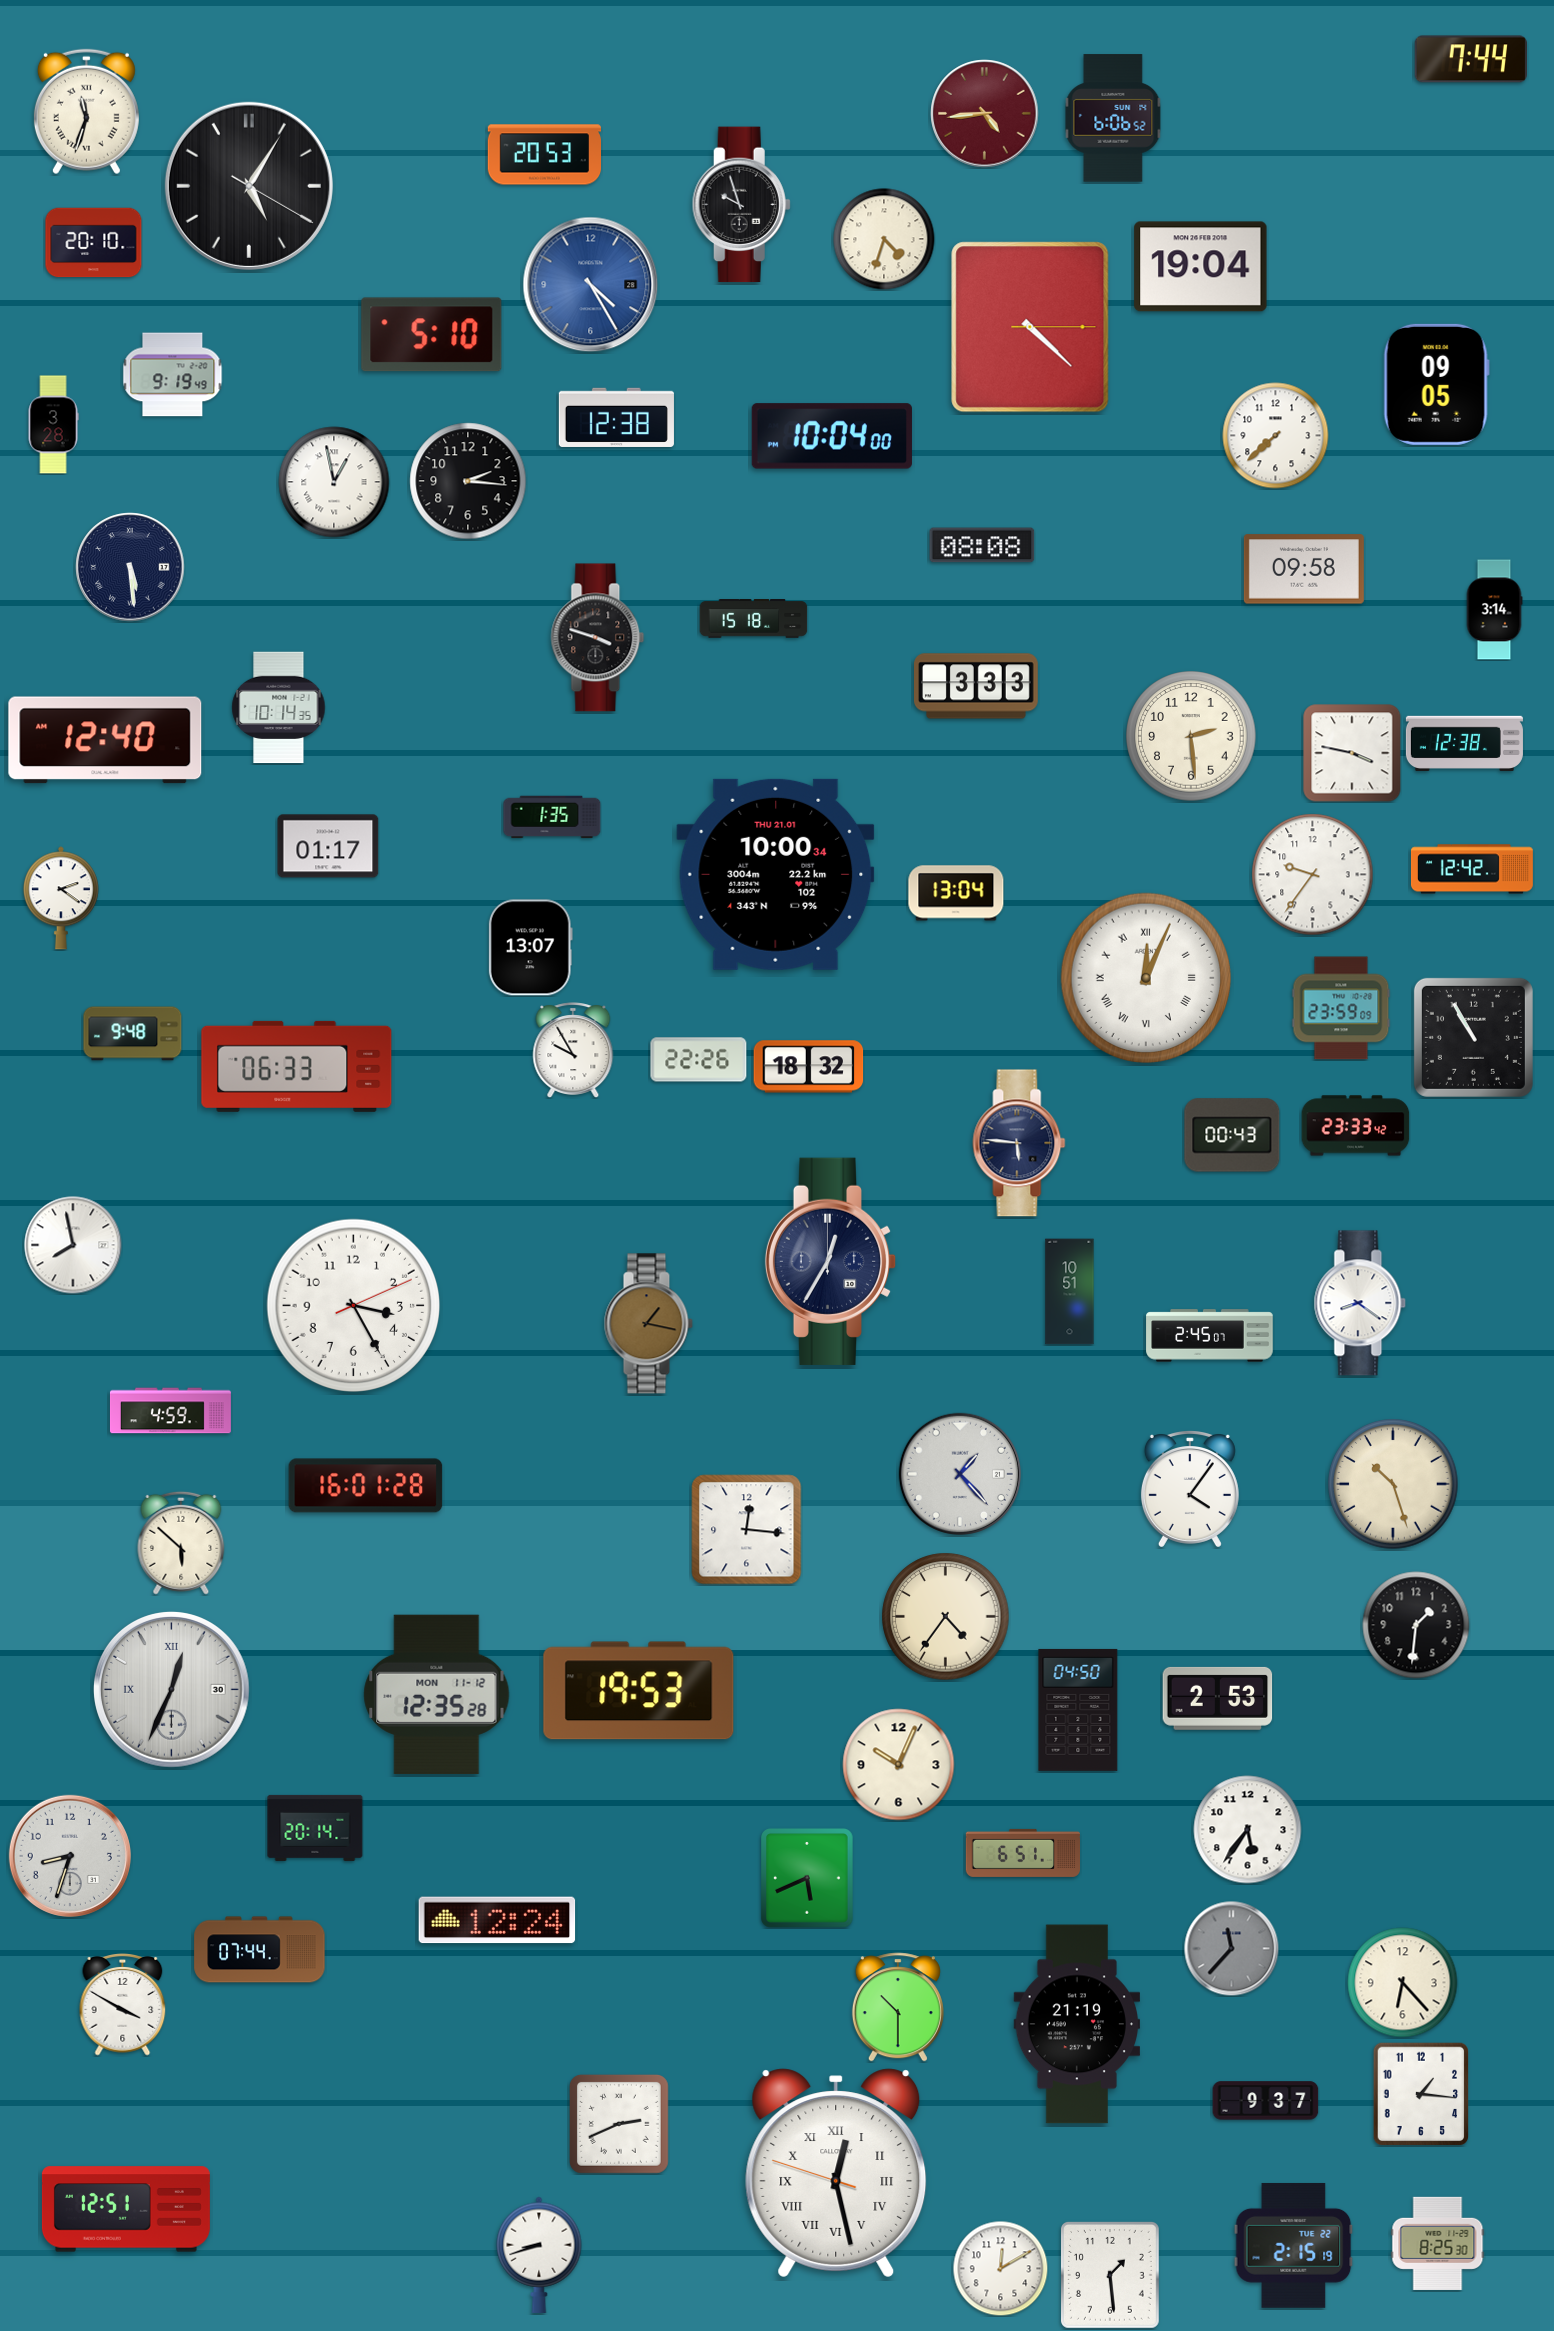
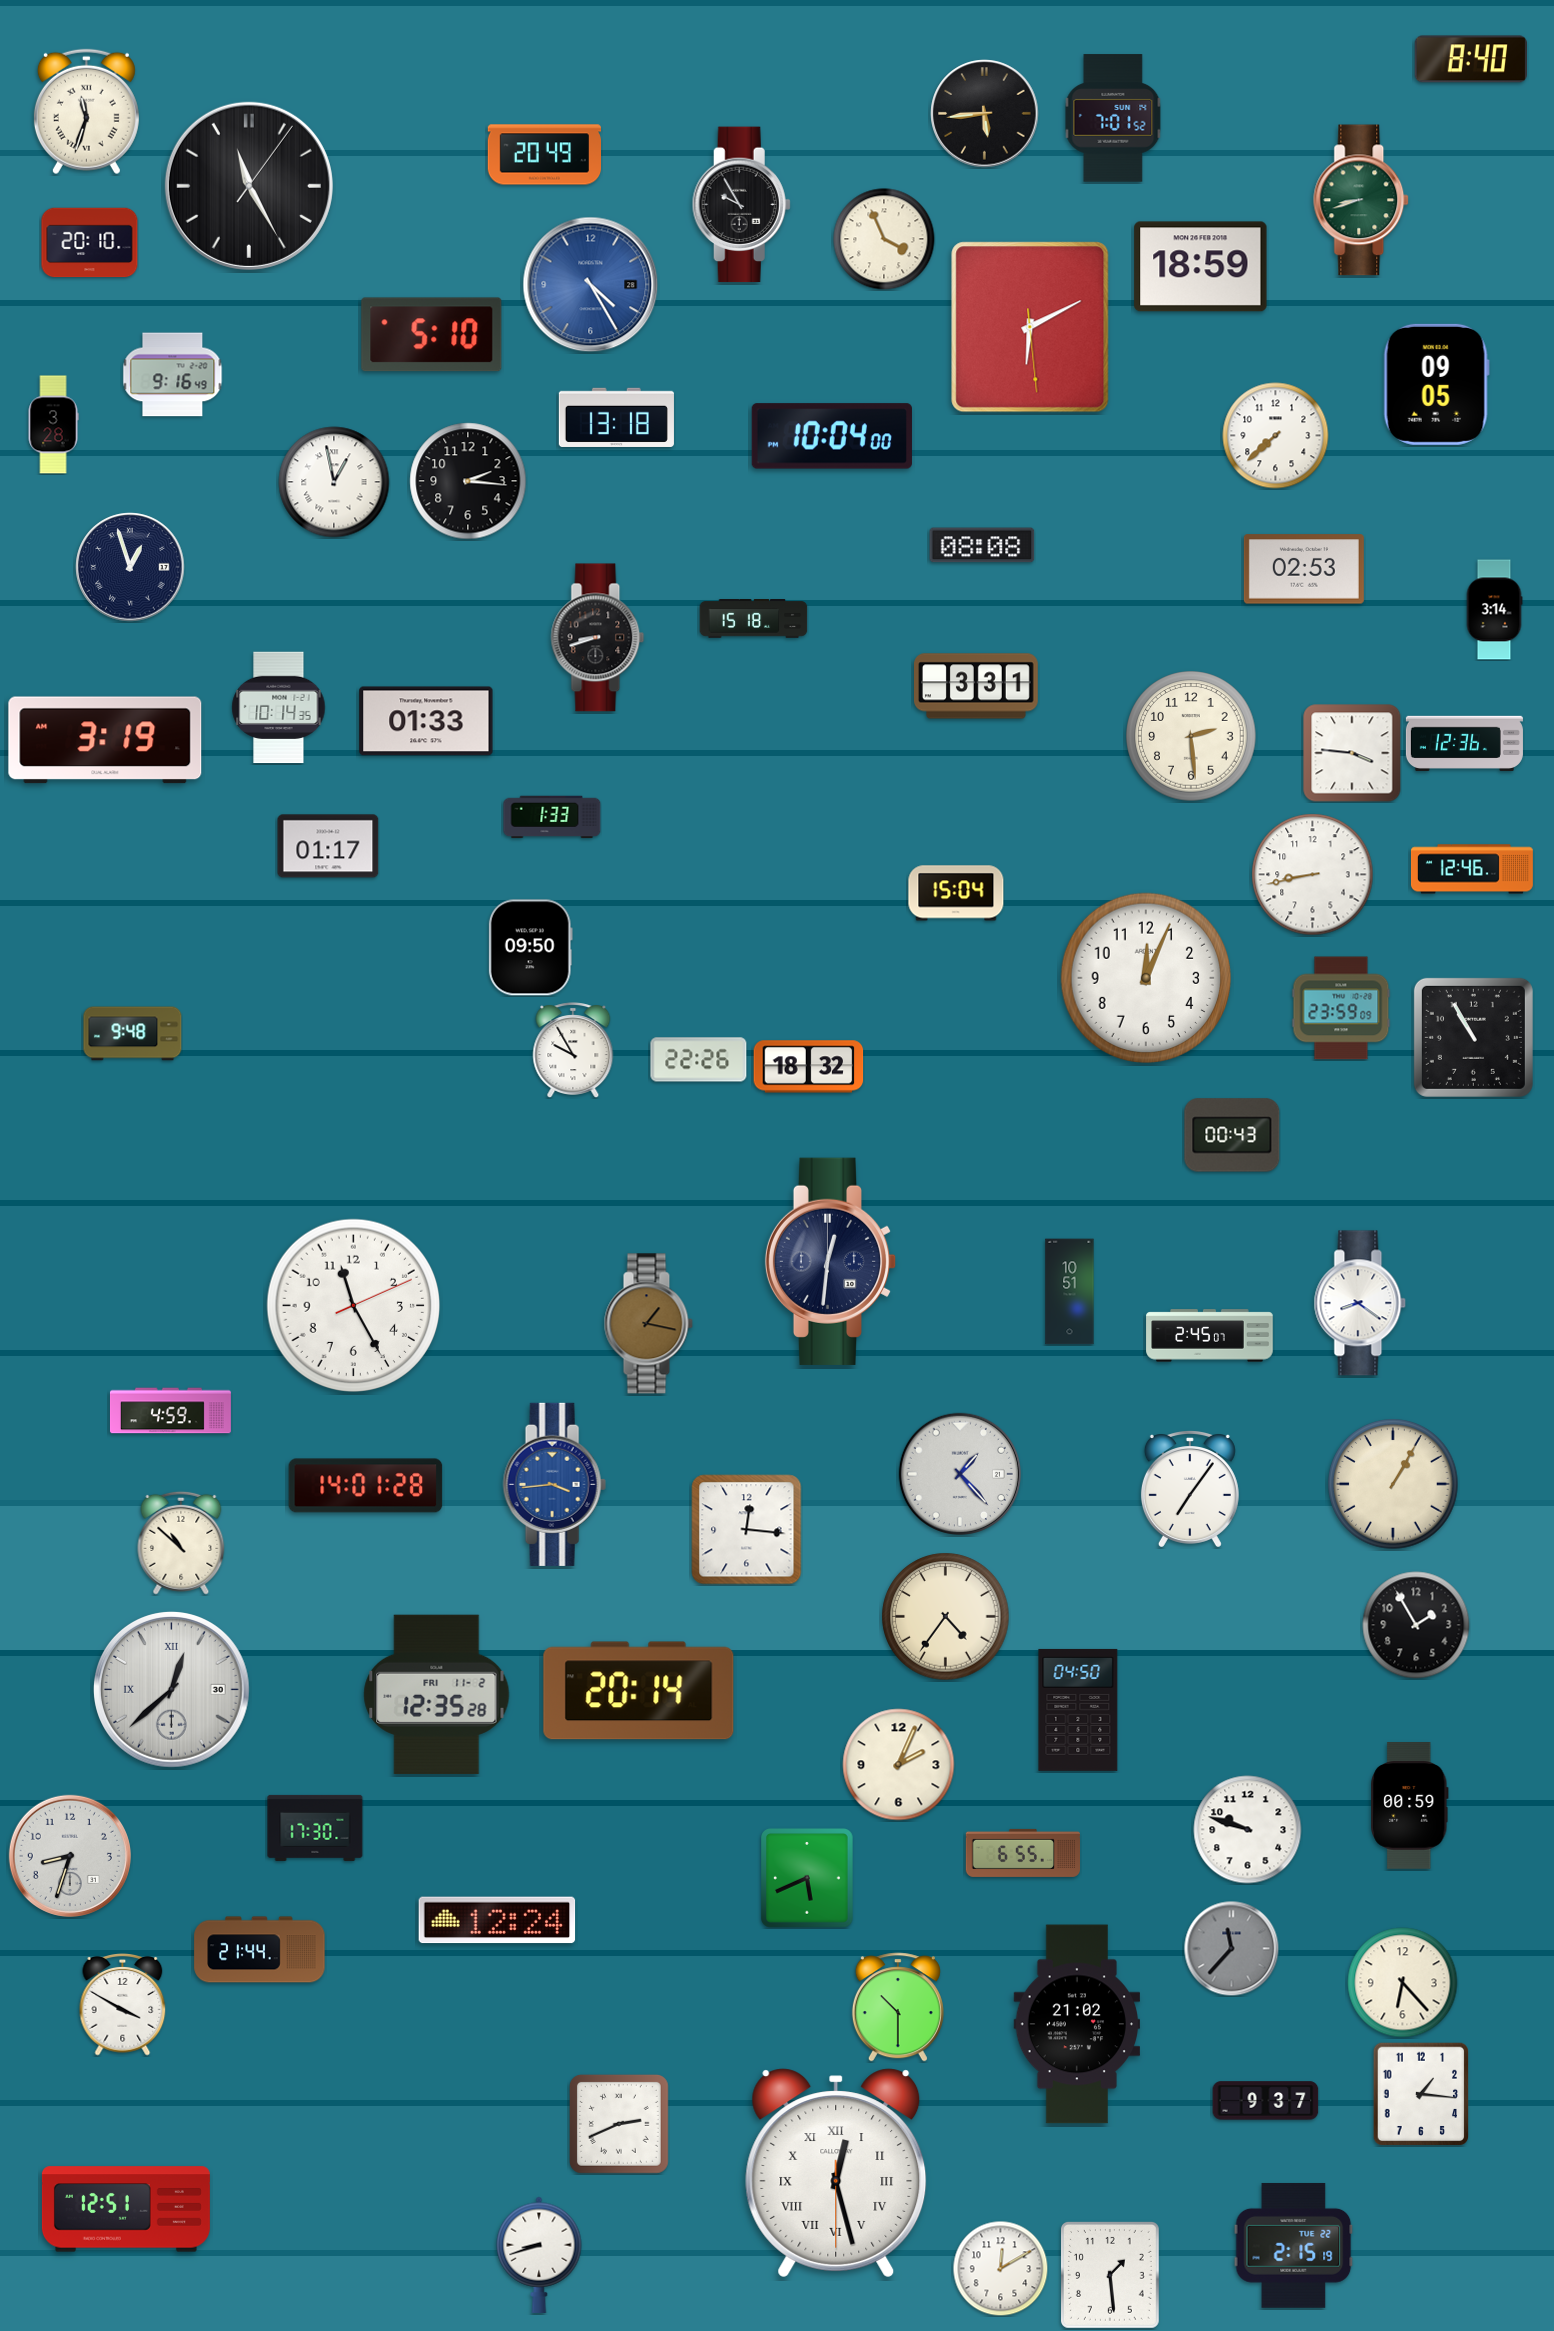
clock at (1470, 59): 7:44 -> 8:40
clock at (985, 114): 4:44 -> 5:44
clock at (985, 114) dial: burgundy -> black
clock at (1113, 118): 6:06 -> 7:01
clock at (544, 155): 20:53 -> 20:49
clock at (249, 186): 5:05 -> 11:25
clock at (1362, 200): none -> 8:42
clock at (741, 205): 9:57 -> 9:55
clock at (884, 239): 4:33 -> 3:56
clock at (94, 243) position: (94, 243) -> (90, 243)
clock at (1201, 267): 19:04 -> 18:59
clock at (1030, 327): 4:22 -> 6:10
clock at (173, 375): 9:19 -> 9:16
clock at (616, 417): 12:38 -> 13:18
clock at (130, 567): 5:29 -> 12:57
clock at (1304, 569): 09:58 -> 02:53
clock at (598, 638): 3:48 -> 8:42
clock at (977, 686): 3:33 -> 3:31
clock at (426, 721): none -> 01:33
clock at (105, 740): 12:40 -> 3:19
clock at (1464, 743): 12:38 -> 12:36
clock at (1352, 753): 3:47 -> 3:46
clock at (552, 817): 1:35 -> 1:33
clock at (1472, 869): 12:42 -> 12:46
clock at (776, 874): 10:00 -> none
clock at (1313, 875): 9:36 -> 8:43
clock at (956, 893): 13:04 -> 15:04
clock at (61, 898): 2:21 -> none
clock at (530, 948): 13:07 -> 09:50
clock at (1146, 978) numerals: Roman -> Arabic
clock at (297, 1066): 06:33 -> none
clock at (1356, 1126): 23:33 -> none
clock at (1019, 1143): 5:46 -> none
clock at (73, 1245): 7:58 -> none
clock at (831, 1261): 12:35 -> 12:31
clock at (354, 1306): 3:25 -> 11:25
clock at (554, 1484): none -> 3:44
clock at (1393, 1484): 10:27 -> 1:05
clock at (366, 1486): 16:01 -> 14:01
clock at (1190, 1489): 4:06 -> 7:06
clock at (181, 1543): 5:52 -> 10:52
clock at (1416, 1625): 1:31 -> 1:55
clock at (172, 1690): 12:34 -> 12:38
clock at (639, 1691): 19:53 -> 20:14
clock at (437, 1694) date: MON 11-12 -> FRI 11-2
clock at (1218, 1698): 2:53 -> none
clock at (899, 1765): 10:04 -> 2:04
clock at (1410, 1806): none -> 00:59
clock at (315, 1828): 20:14 -> 17:30
clock at (1248, 1830): 5:36 -> 9:48
clock at (1022, 1853): 6:51 -> 6:55
clock at (260, 1950): 07:44 -> 21:44
clock at (1076, 2024): 21:19 -> 21:02
clock at (836, 2173): 12:27:48 -> 12:27:30
clock at (1438, 2243): 8:25 -> none
